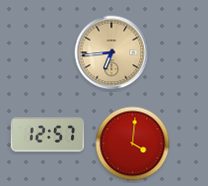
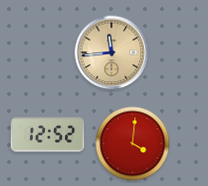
clock at (112, 53): 6:44 -> 11:44
clock at (48, 135): 12:57 -> 12:52
